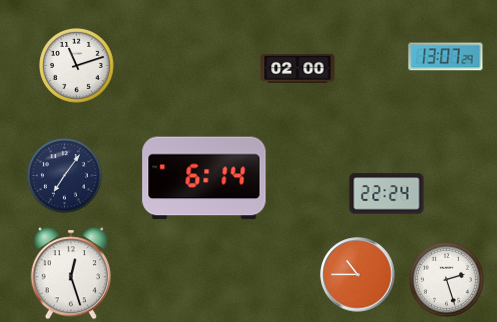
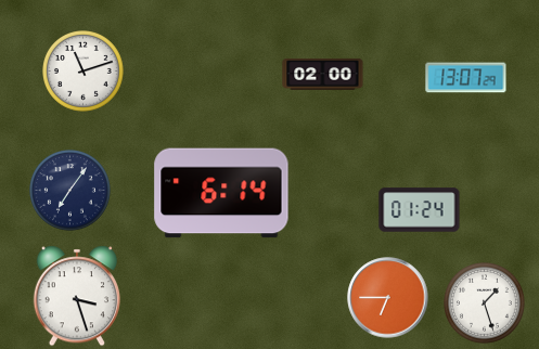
clock at (446, 57) position: (446, 57) -> (466, 78)
clock at (387, 194): 22:24 -> 01:24
clock at (71, 273): 12:27 -> 3:27
clock at (358, 275): 10:45 -> 6:45
clock at (447, 280): 2:27 -> 1:27
